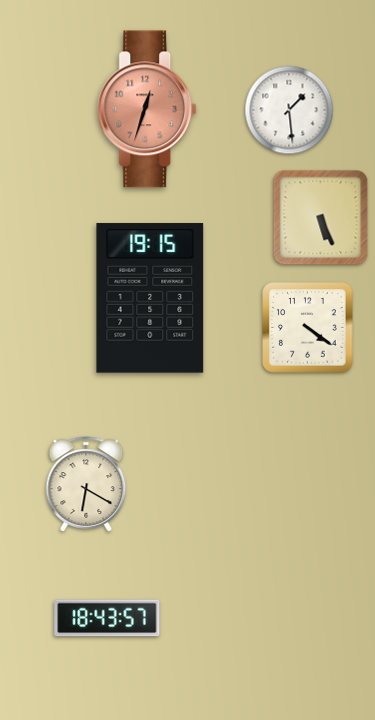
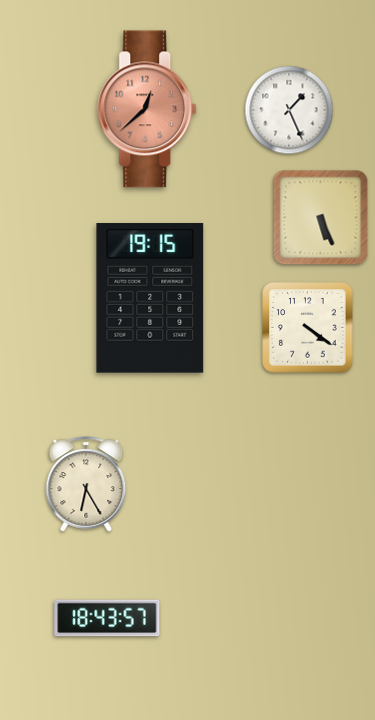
clock at (148, 109): 12:33 -> 12:38
clock at (289, 110): 1:29 -> 1:26
clock at (86, 484): 6:20 -> 6:25
